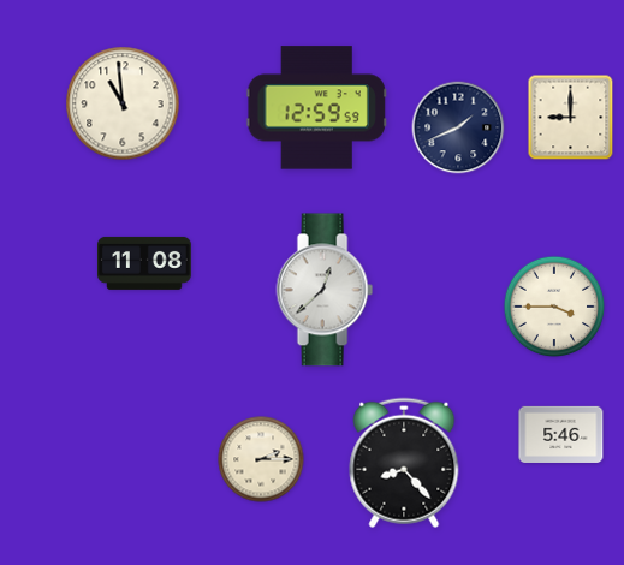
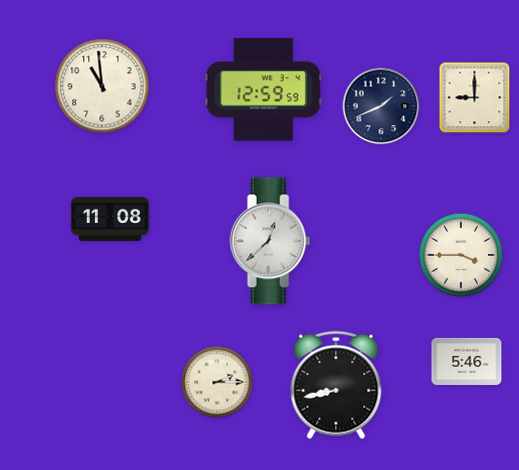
clock at (145, 263) position: (145, 263) -> (111, 219)
clock at (404, 463): 8:23 -> 8:43
